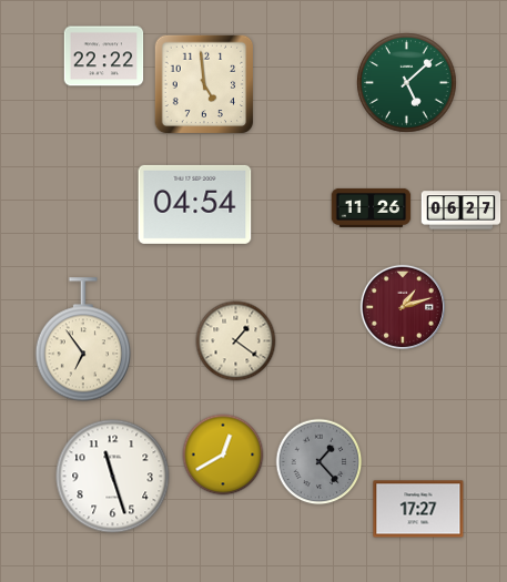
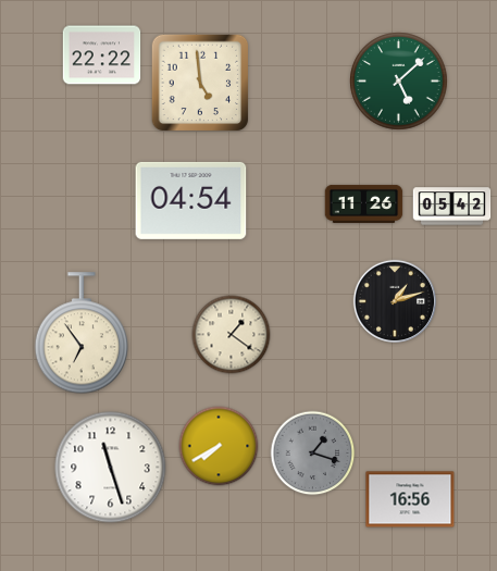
clock at (462, 211): 06:27 -> 05:42
clock at (402, 306) dial: burgundy -> black
clock at (223, 455): 12:40 -> 7:40
clock at (320, 462): 1:23 -> 1:18
clock at (418, 509): 17:27 -> 16:56
